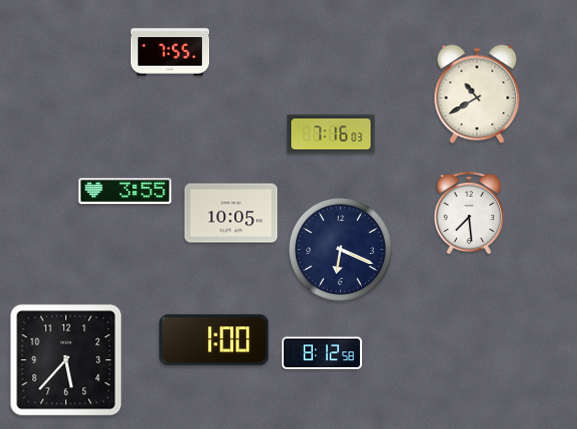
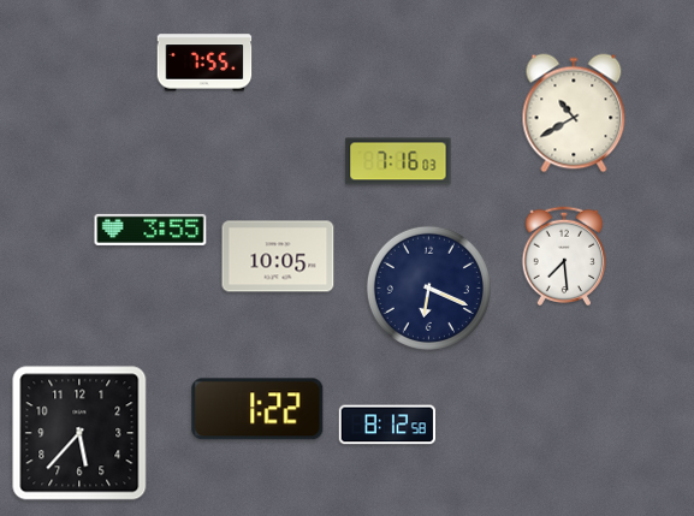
clock at (340, 249) position: (340, 249) -> (428, 287)
clock at (214, 340): 1:00 -> 1:22
